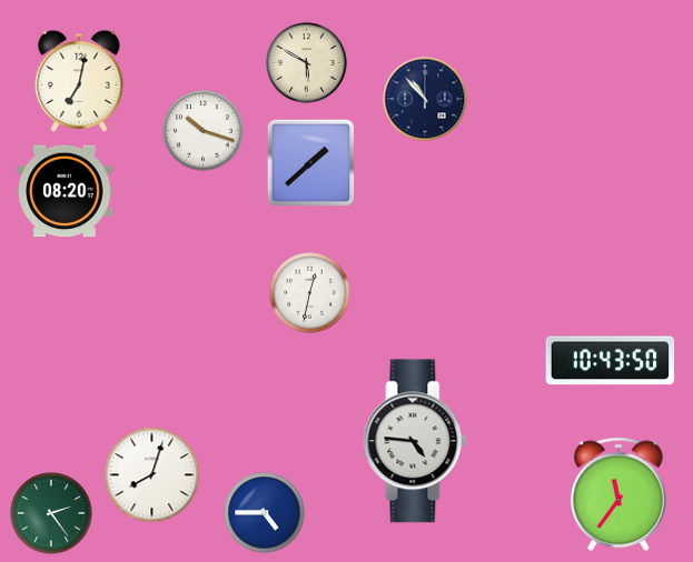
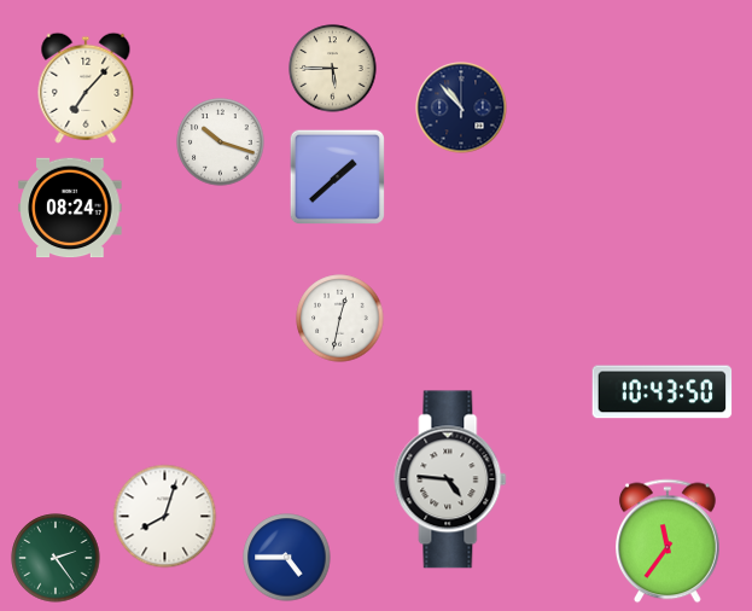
clock at (307, 63): 5:50 -> 5:45
clock at (79, 81): 7:02 -> 7:07
clock at (65, 191): 08:20 -> 08:24
clock at (310, 293) position: (310, 293) -> (340, 319)
clock at (620, 494) position: (620, 494) -> (669, 541)
